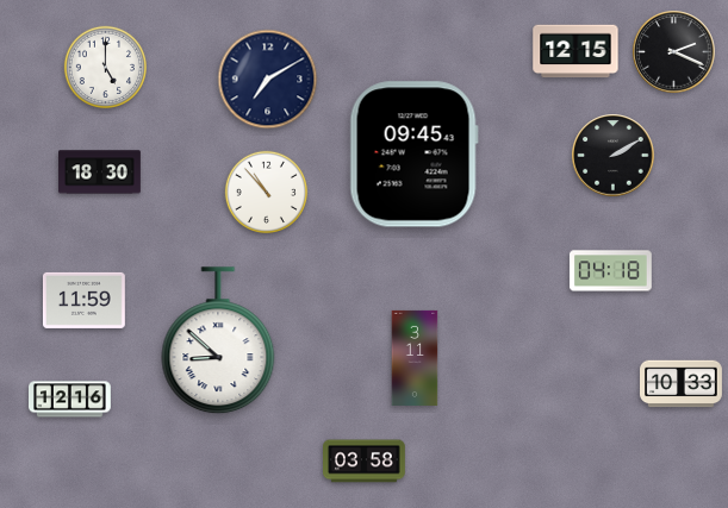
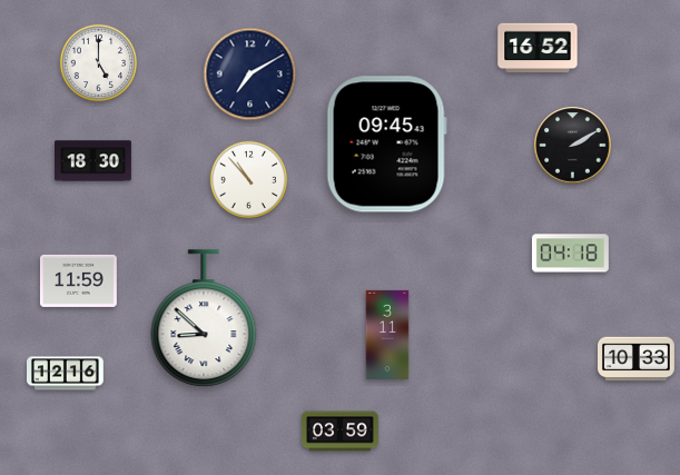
clock at (575, 51): 12:15 -> 16:52
clock at (674, 52): 2:19 -> none
clock at (365, 462): 03:58 -> 03:59
